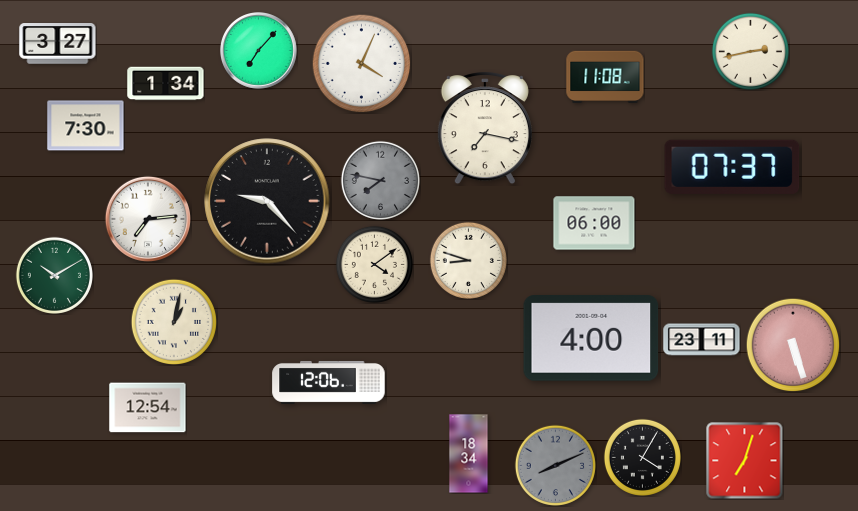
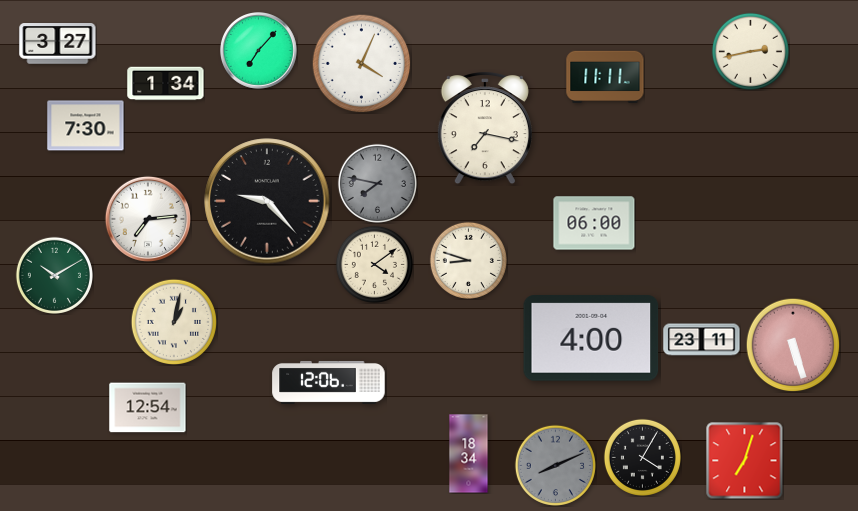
clock at (605, 76): 11:08 -> 11:11
clock at (732, 167): 07:37 -> none
clock at (380, 180) position: (380, 180) -> (377, 183)
